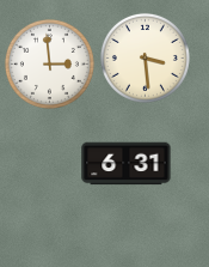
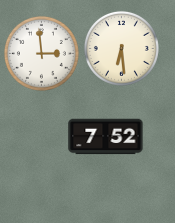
clock at (145, 57): 3:29 -> 6:29
clock at (127, 164): 6:31 -> 7:52
